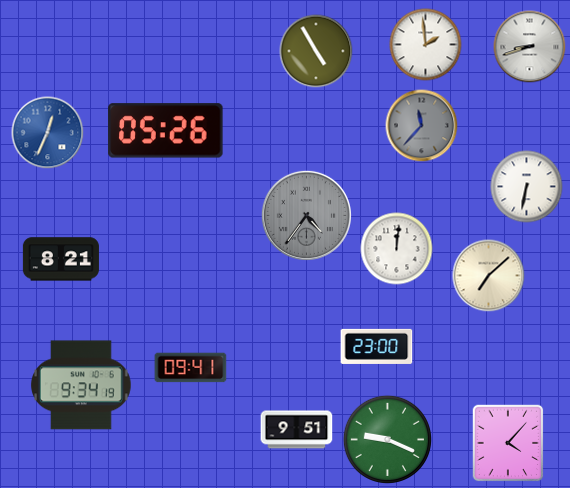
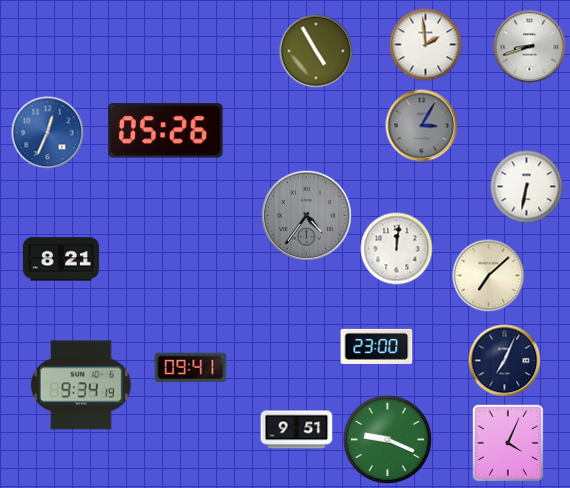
clock at (422, 126): 11:37 -> 3:05
clock at (505, 361): none -> 7:04
clock at (508, 443): 4:07 -> 4:04
